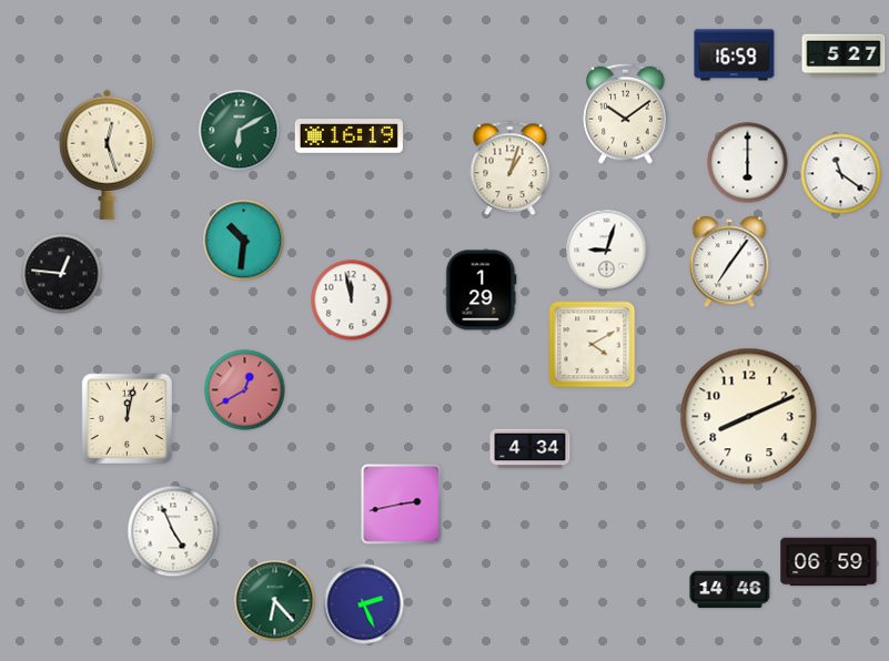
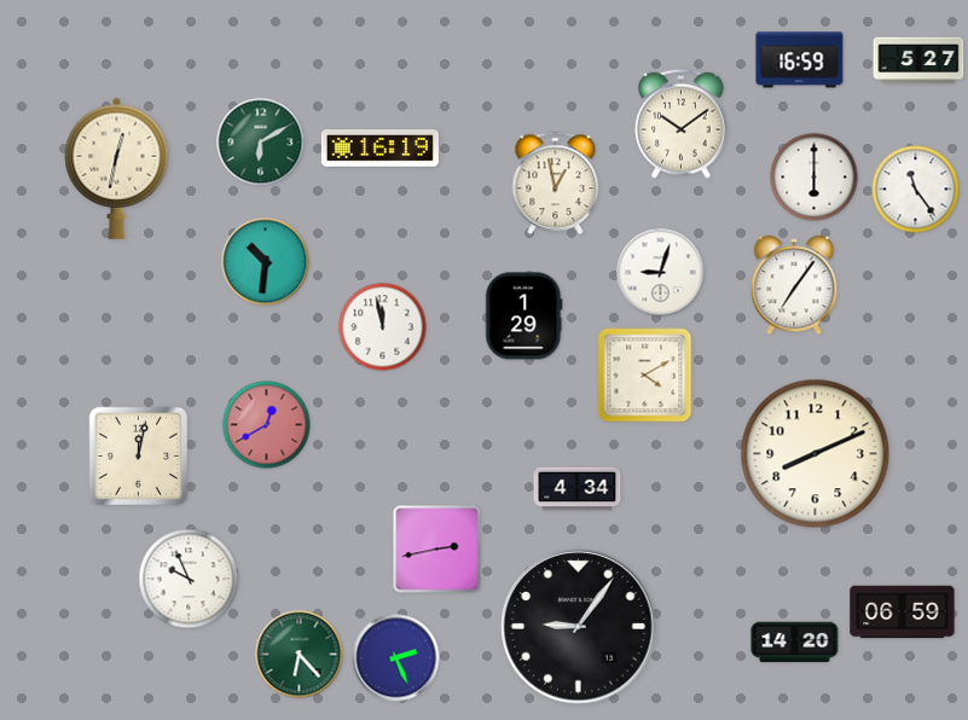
clock at (108, 154): 12:27 -> 12:32
clock at (511, 169): 1:03 -> 12:58
clock at (841, 174): 11:21 -> 11:24
clock at (62, 274): 12:46 -> none
clock at (173, 531): 4:56 -> 9:56
clock at (579, 627): none -> 9:06
clock at (730, 590): 14:46 -> 14:20
